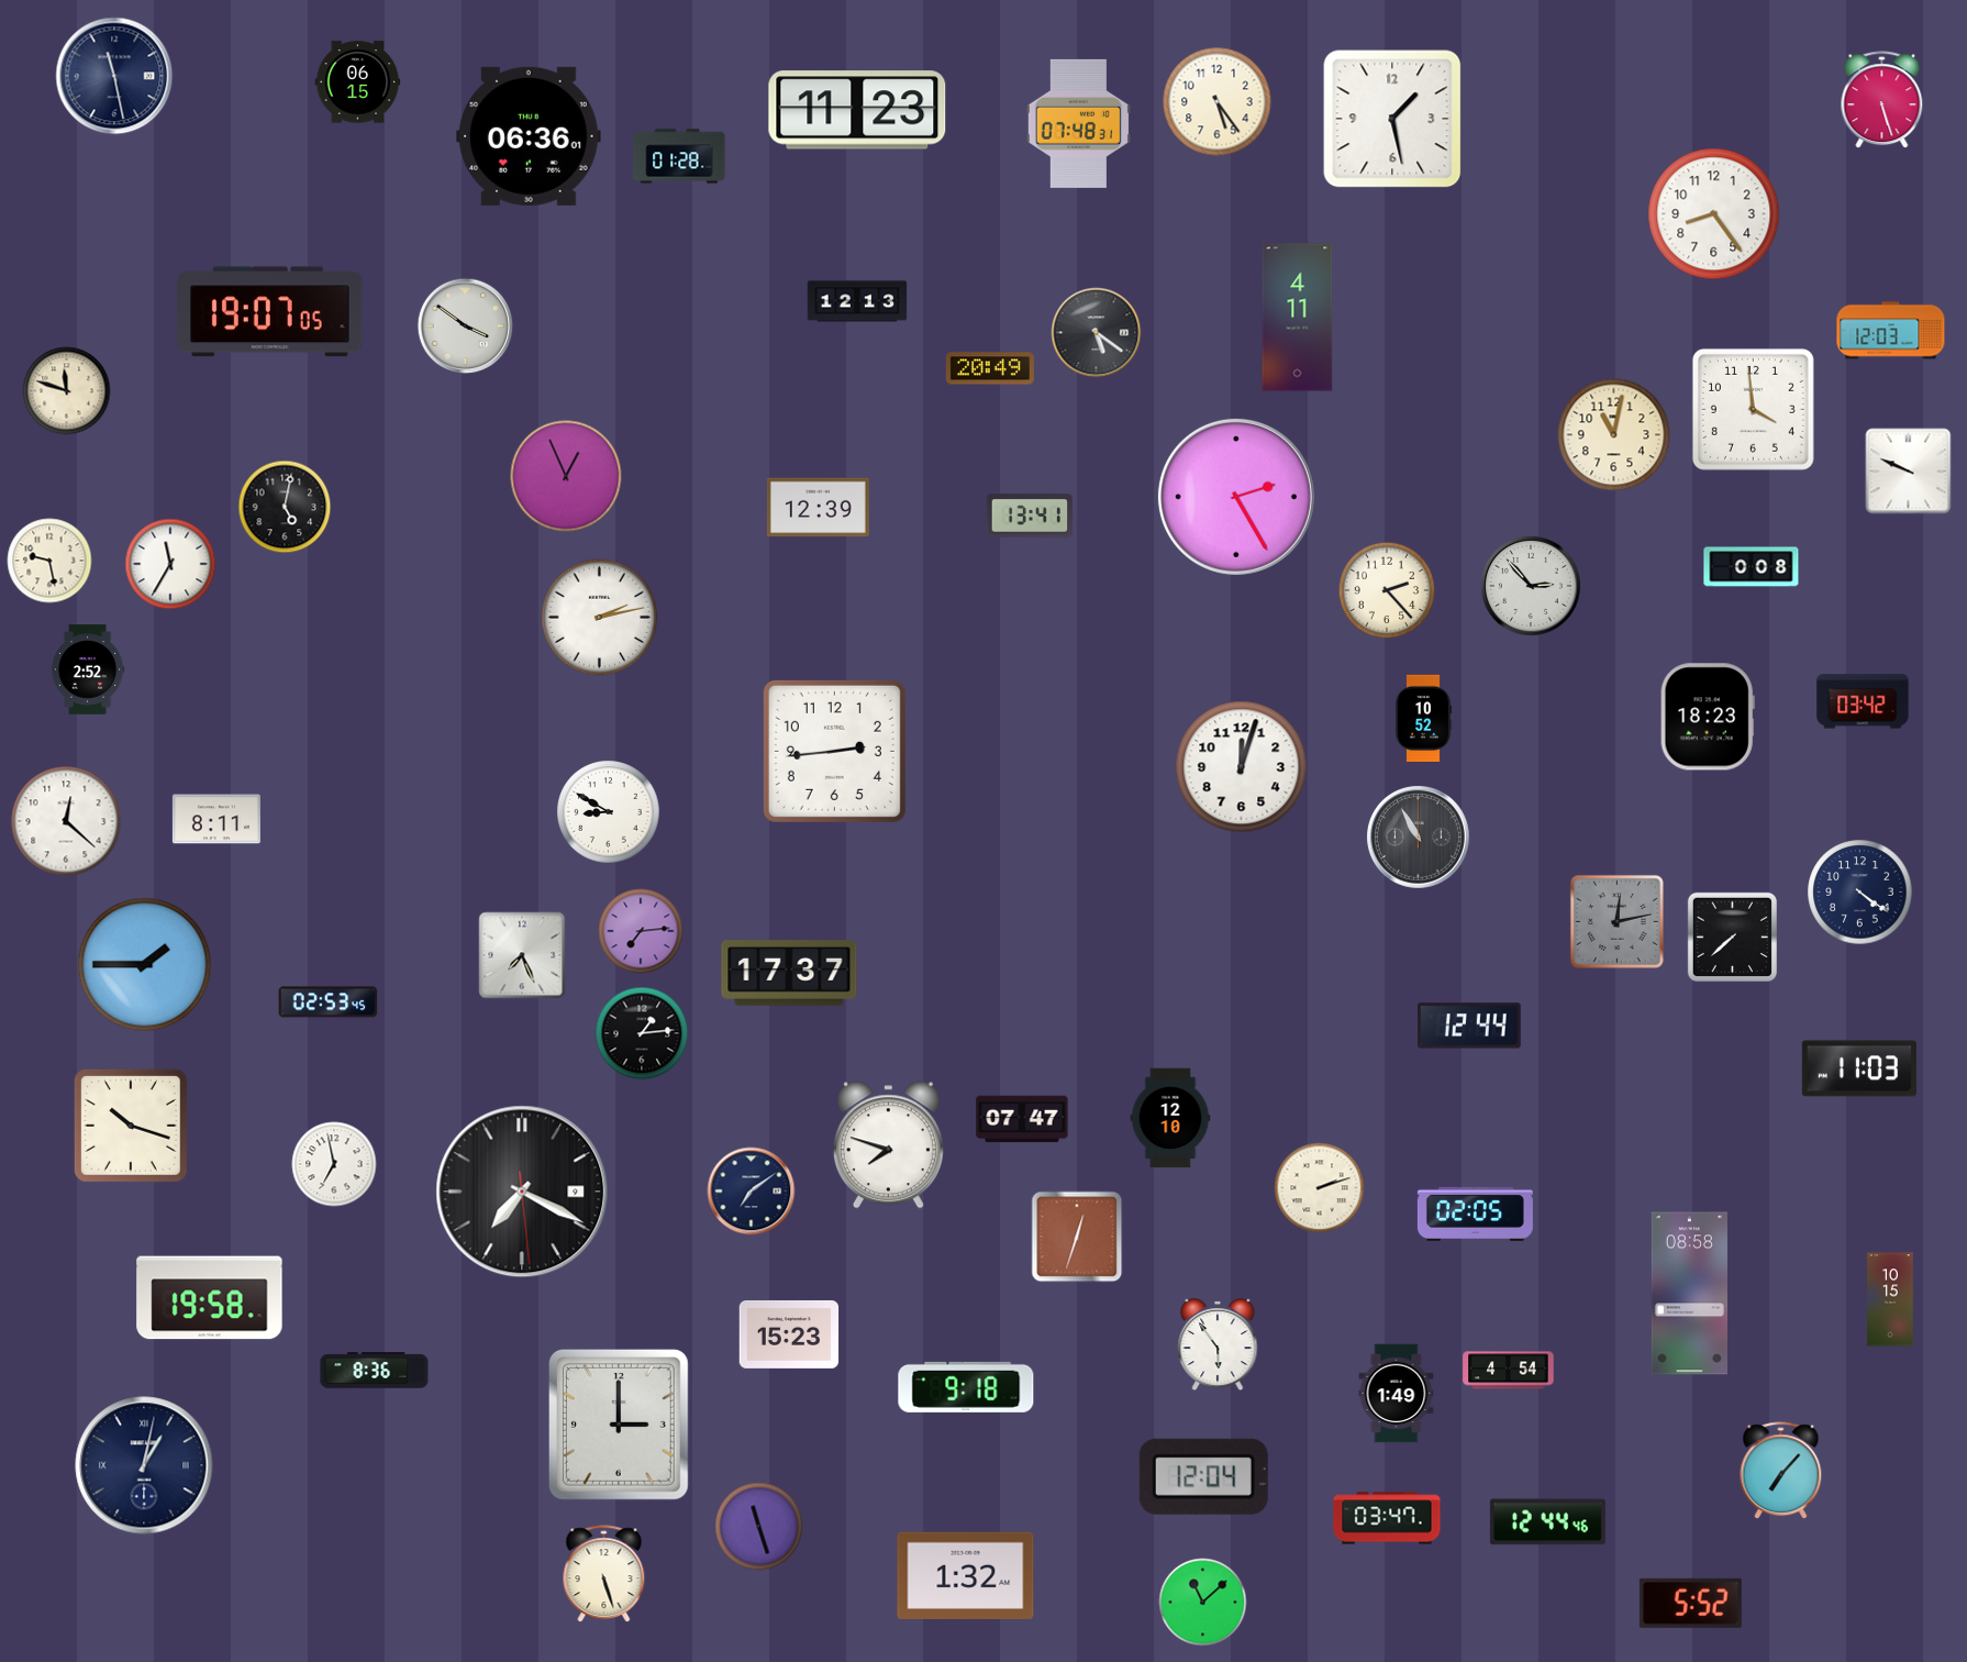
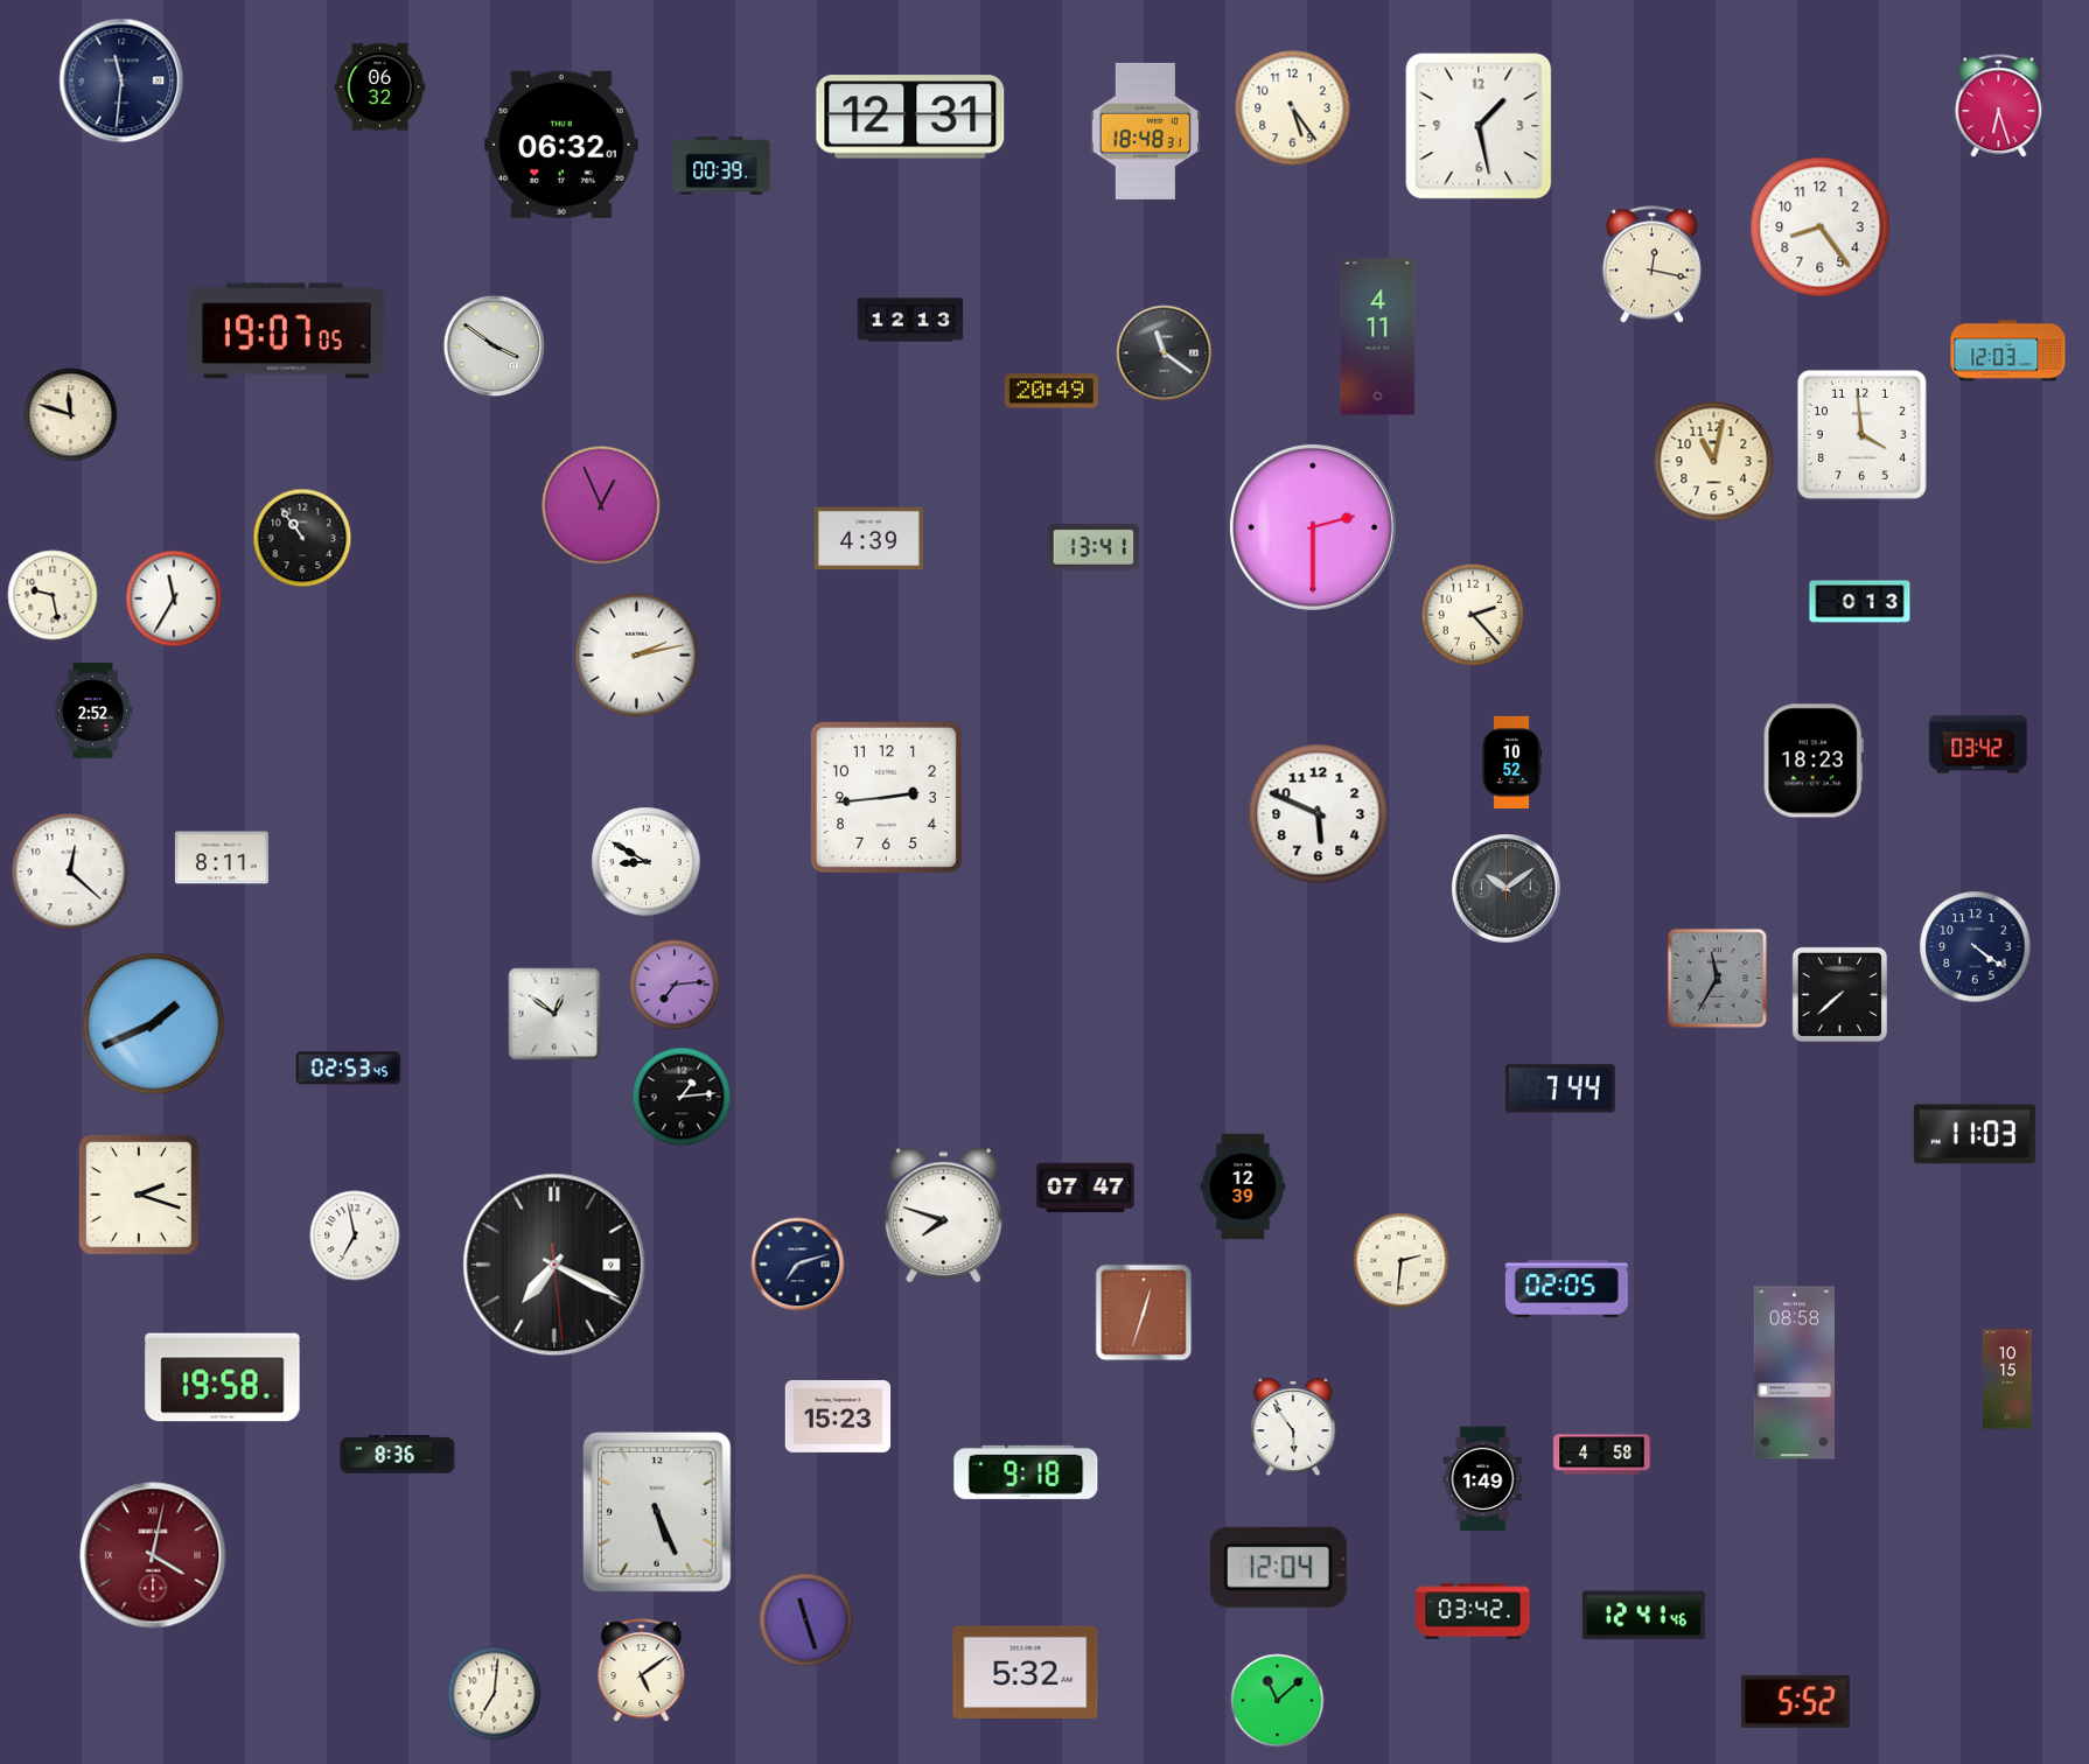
clock at (114, 76): 11:28 -> 11:31
clock at (358, 82): 06:15 -> 06:32
clock at (1882, 100): 5:27 -> 6:27
clock at (857, 110): 11:23 -> 12:31
clock at (1078, 123): 07:48 -> 18:48
clock at (529, 136): 06:36 -> 06:32
clock at (679, 156): 01:28 -> 00:39
clock at (1651, 265): none -> 12:17
clock at (1097, 333): 5:21 -> 11:21
clock at (1909, 472): 9:49 -> none
clock at (1236, 497): 2:25 -> 2:30
clock at (285, 507): 5:02 -> 10:54
clock at (818, 508): 12:39 -> 4:39
clock at (170, 564) position: (170, 564) -> (174, 598)
clock at (1752, 567): 0:08 -> 0:13
clock at (1531, 586): 2:53 -> none
clock at (1387, 590) position: (1387, 590) -> (1473, 615)
clock at (1242, 767): 12:03 -> 5:49
clock at (216, 819) position: (216, 819) -> (222, 857)
clock at (1419, 838): 10:55 -> 10:09
clock at (1616, 921): 12:13 -> 11:35
clock at (641, 931) position: (641, 931) -> (675, 985)
clock at (522, 955): 7:26 -> 12:51
clock at (145, 965): 1:45 -> 1:41
clock at (789, 973): 17:37 -> none
clock at (329, 1002) position: (329, 1002) -> (349, 1069)
clock at (1469, 1026): 12:44 -> 7:44
clock at (1170, 1118): 12:10 -> 12:39
clock at (131, 1126): 10:18 -> 2:18
clock at (1320, 1188): 2:12 -> 2:31
clock at (752, 1192): 7:09 -> 7:12
clock at (1509, 1371): 4:54 -> 4:58
clock at (619, 1425): 3:00 -> 5:26
clock at (144, 1465): 1:02 -> 4:02
clock at (144, 1465) dial: navy -> burgundy
clock at (1781, 1471): 7:07 -> none
clock at (1387, 1518): 03:47 -> 03:42
clock at (1547, 1522): 12:44 -> 12:41
clock at (604, 1574): 5:27 -> 5:09
clock at (966, 1575): 1:32 -> 5:32
clock at (495, 1694): none -> 7:01
